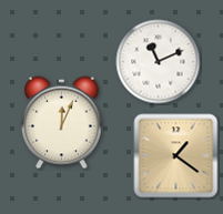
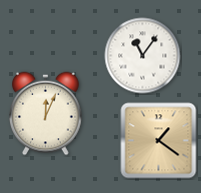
clock at (159, 62): 11:11 -> 11:06
clock at (62, 123) position: (62, 123) -> (46, 114)
